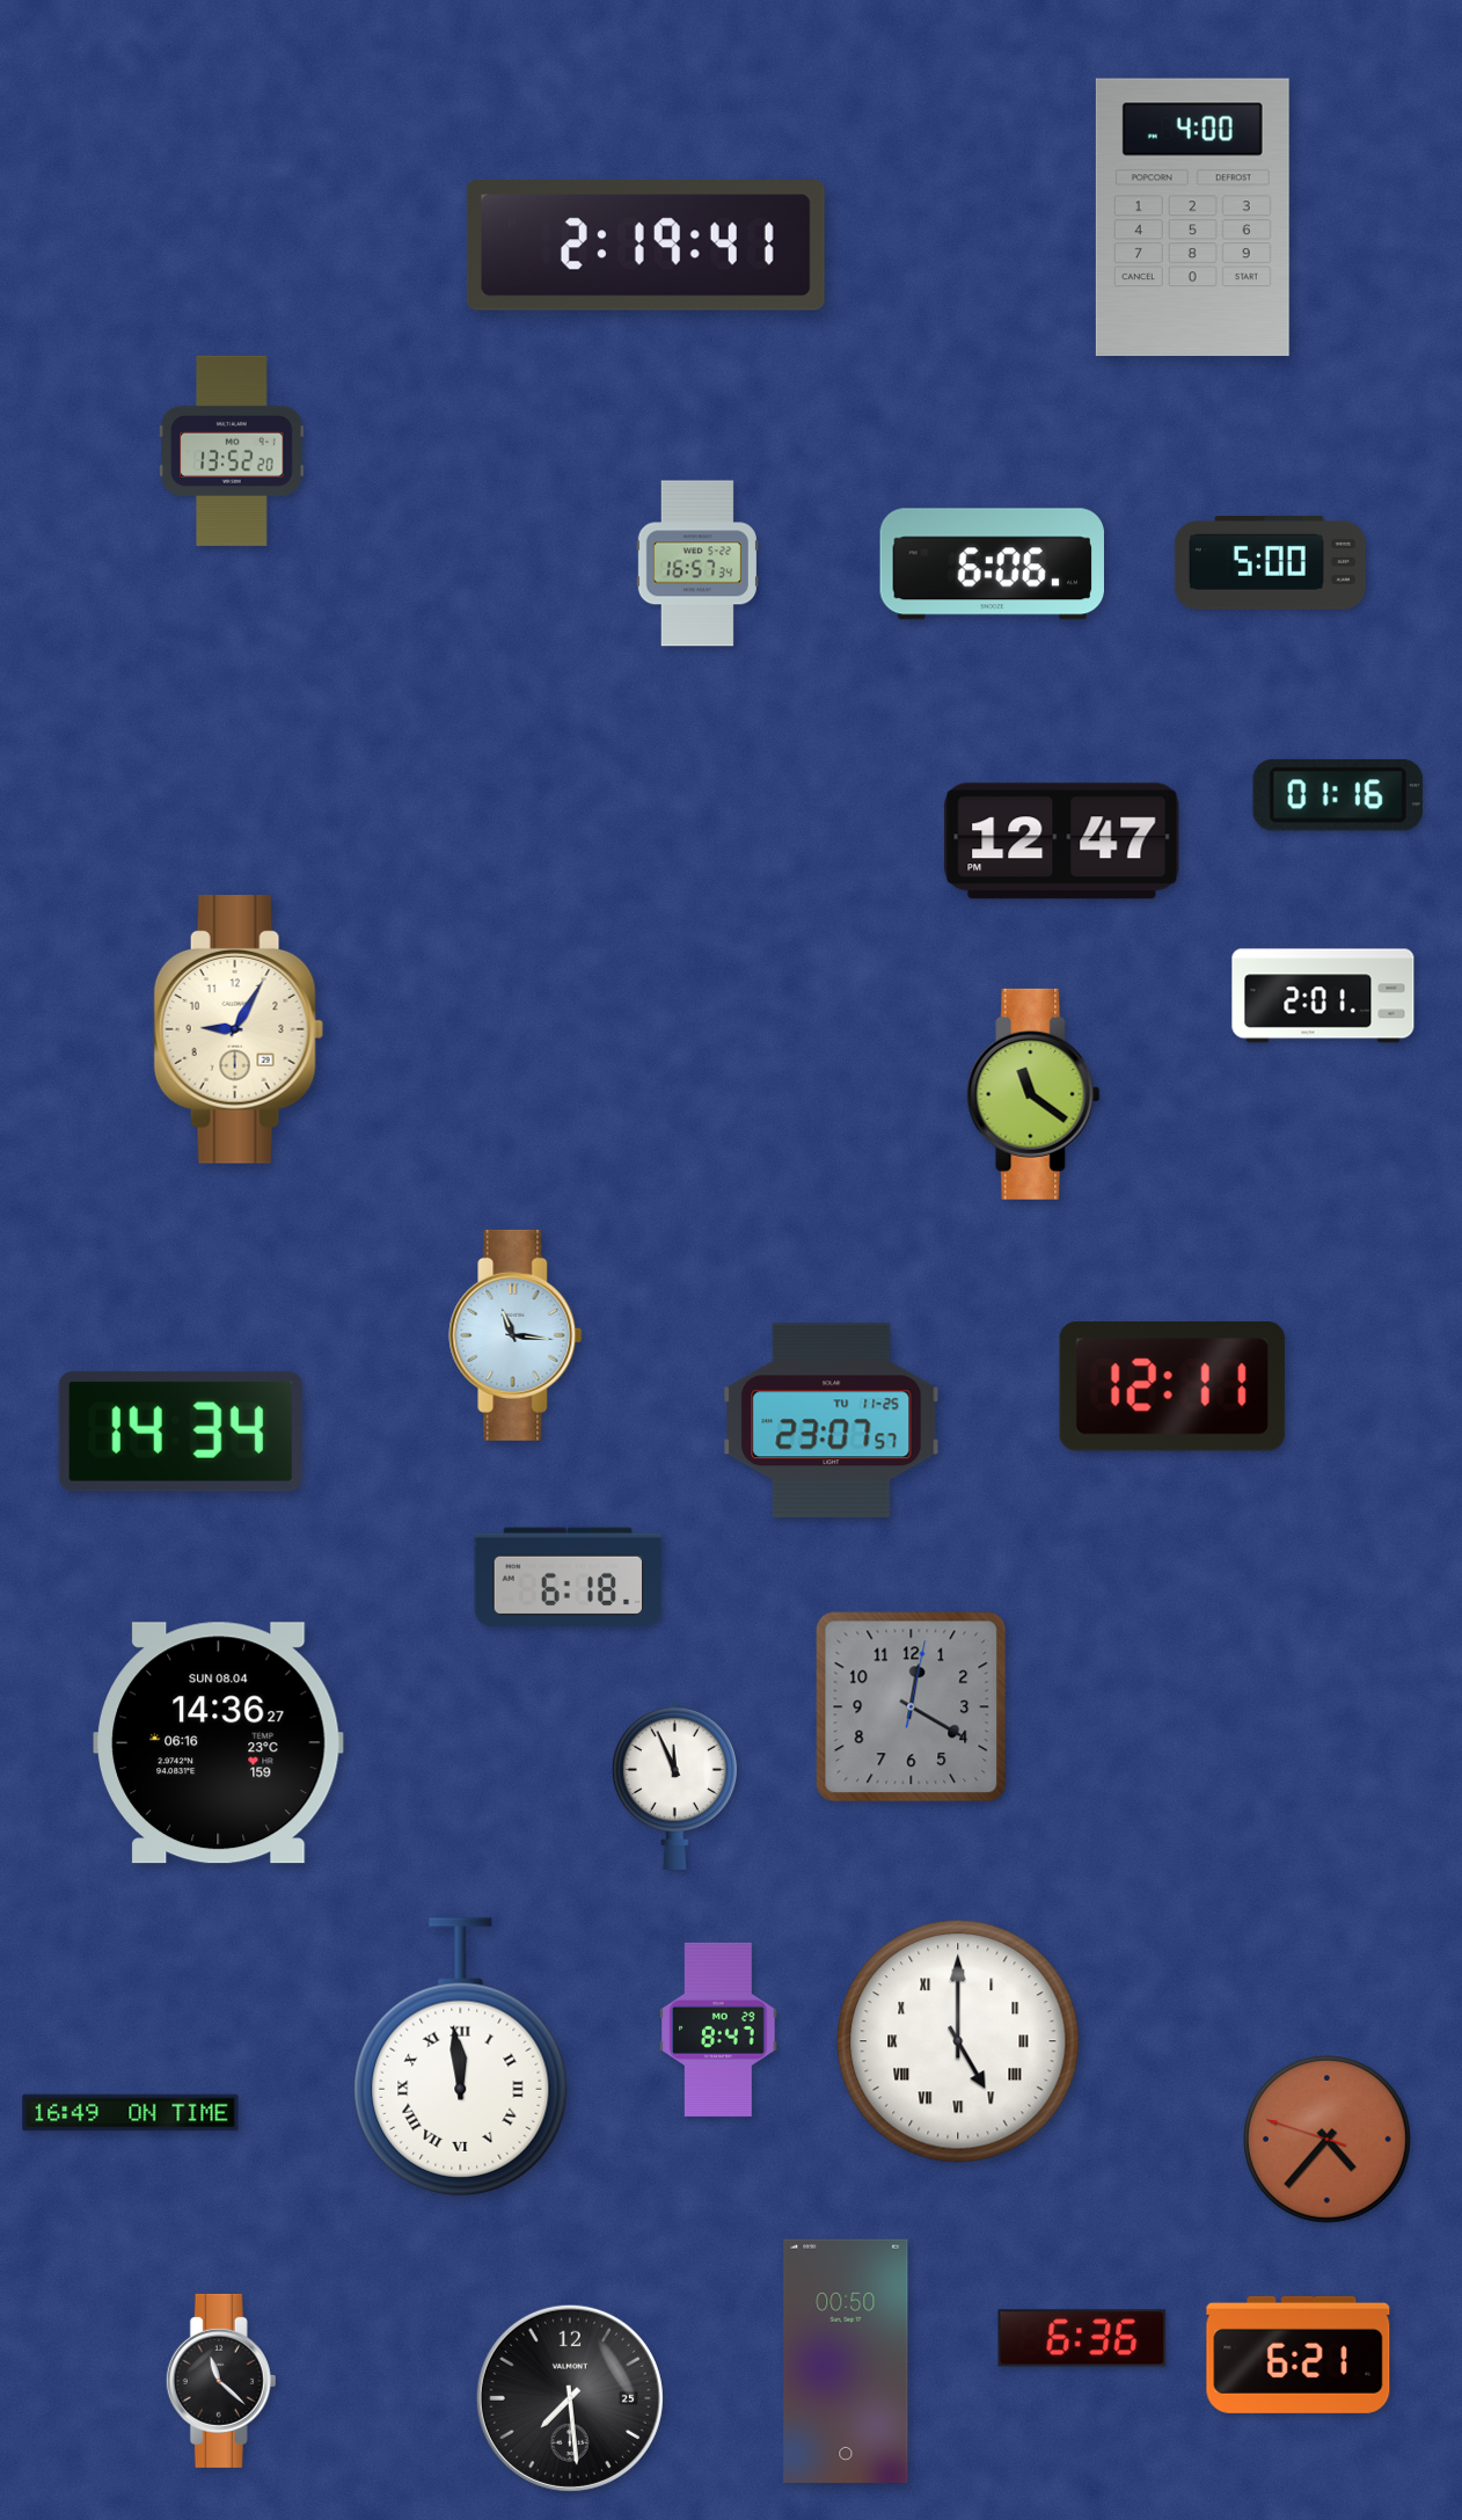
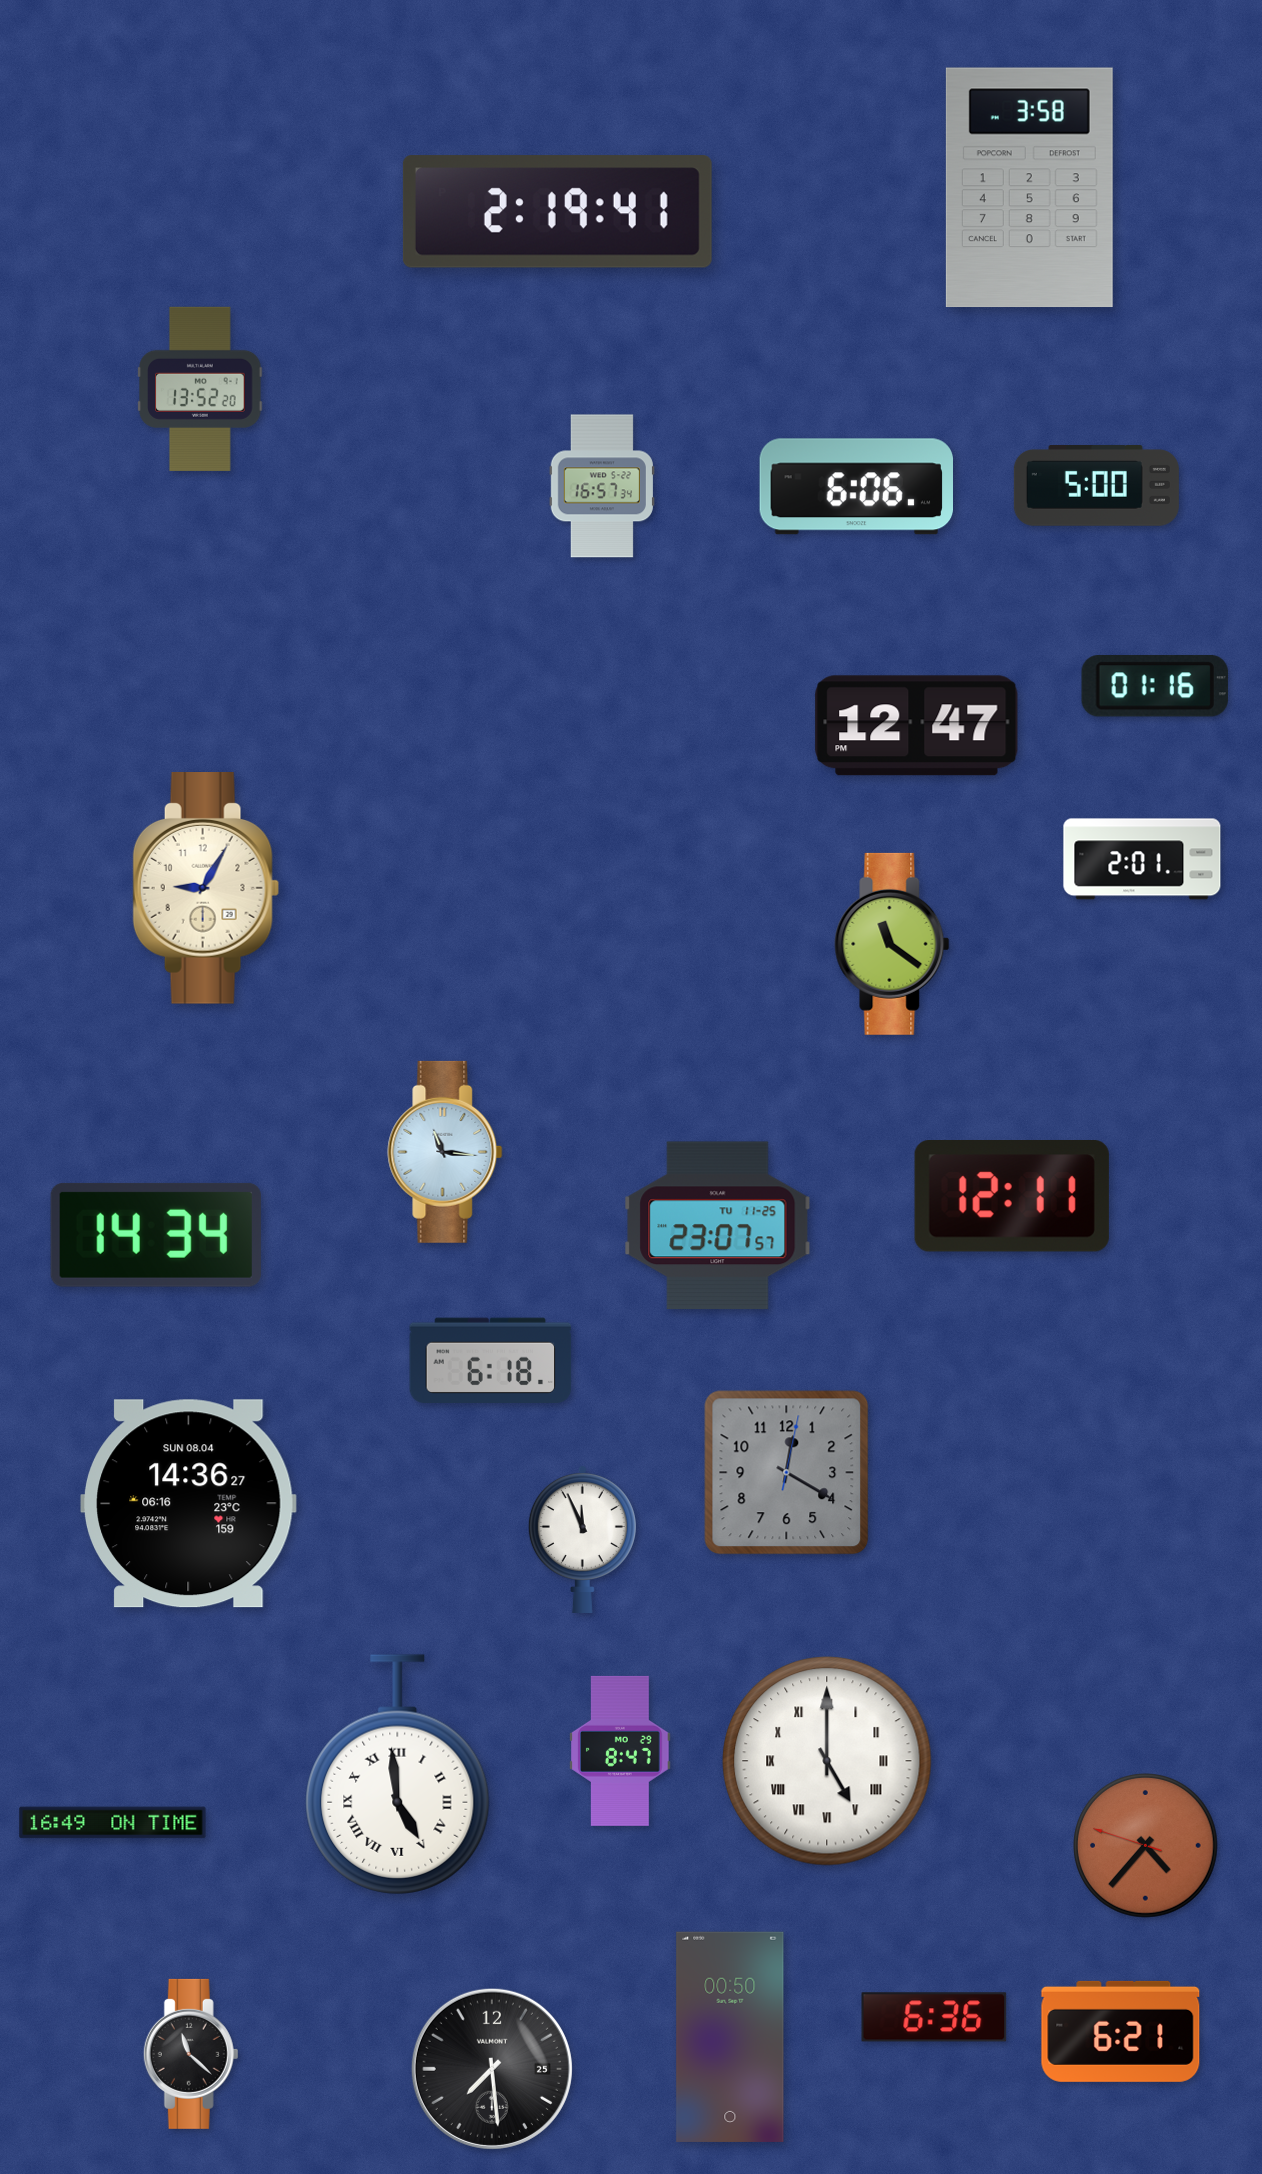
clock at (1192, 218): 4:00 -> 3:58
clock at (461, 2057): 11:59 -> 4:59
